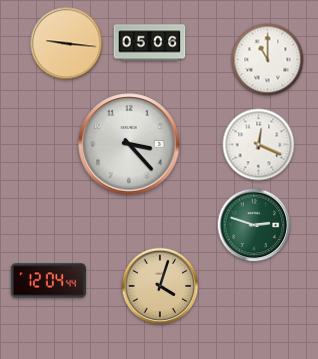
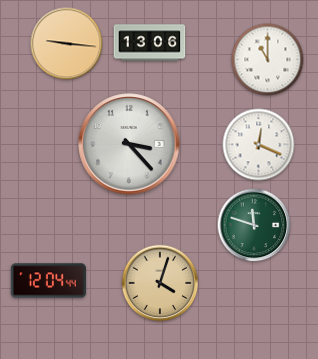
clock at (150, 43): 05:06 -> 13:06
clock at (254, 225): 2:48 -> 11:48
clock at (160, 286) position: (160, 286) -> (160, 283)
